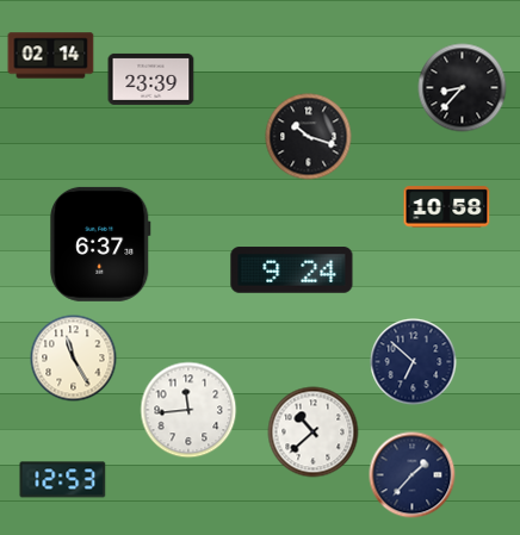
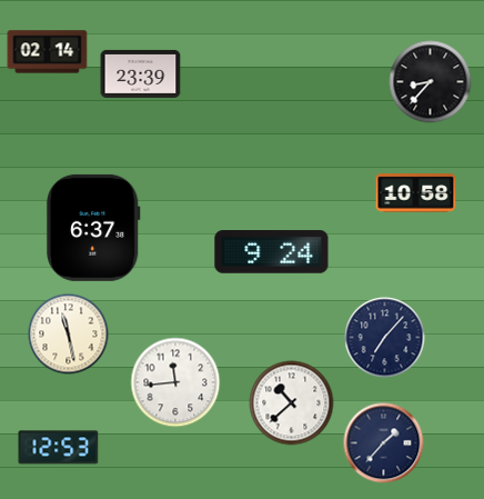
clock at (309, 137): 10:18 -> none
clock at (74, 359): 11:25 -> 11:28
clock at (414, 362): 6:52 -> 7:07
